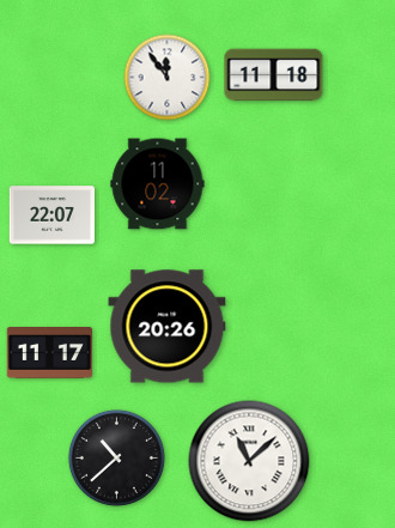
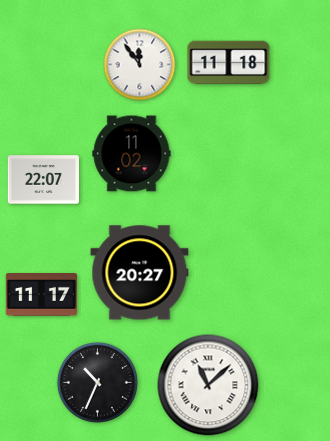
clock at (168, 327): 20:26 -> 20:27
clock at (116, 457): 10:38 -> 10:34
